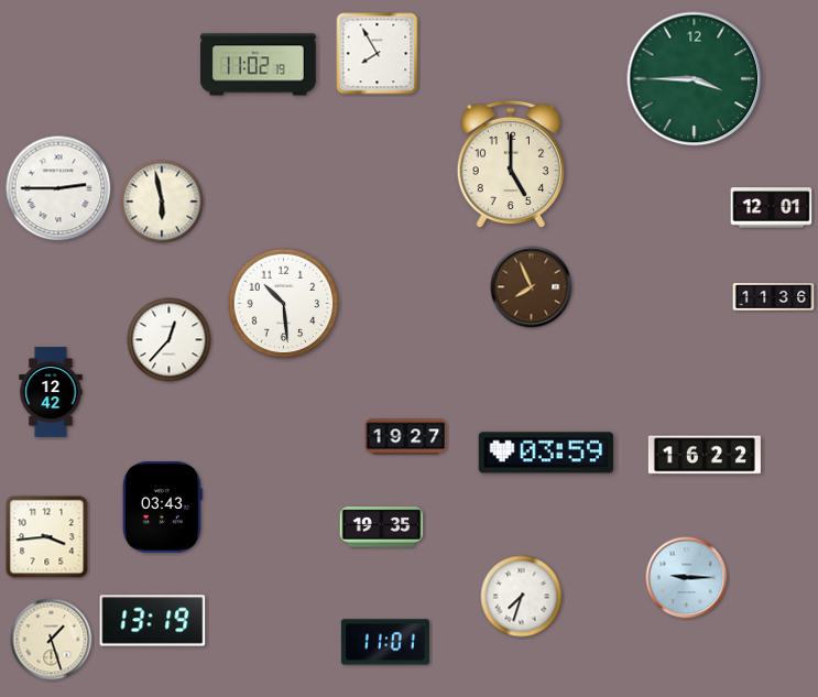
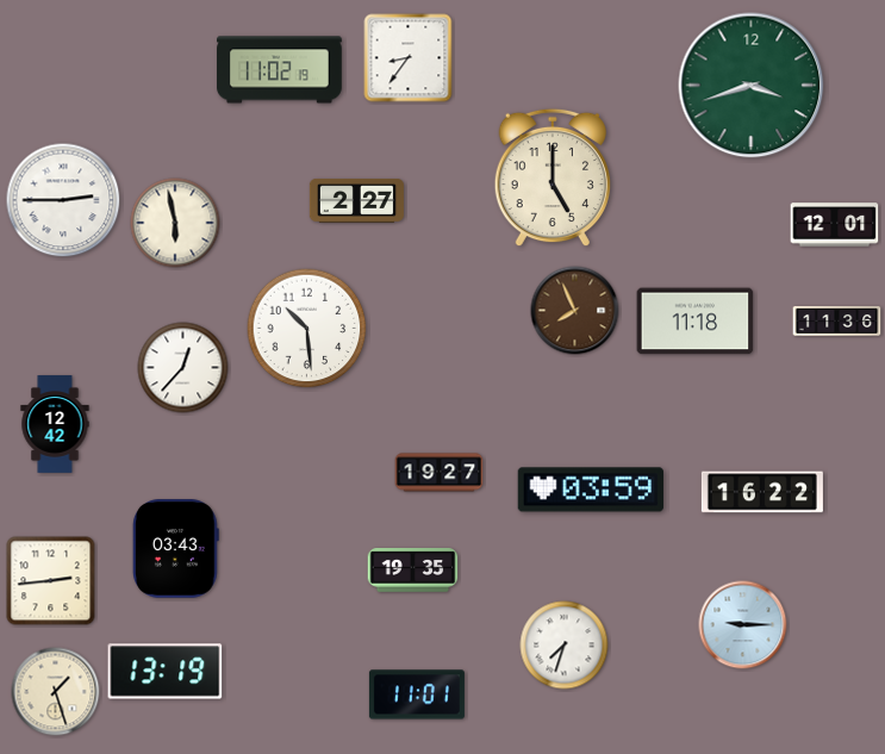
clock at (378, 54): 7:55 -> 8:36
clock at (695, 79): 3:45 -> 3:42
clock at (356, 201): none -> 2:27
clock at (58, 188) position: (58, 188) -> (63, 200)
clock at (162, 202) position: (162, 202) -> (175, 223)
clock at (696, 322): none -> 11:18
clock at (47, 537): 3:44 -> 2:44
